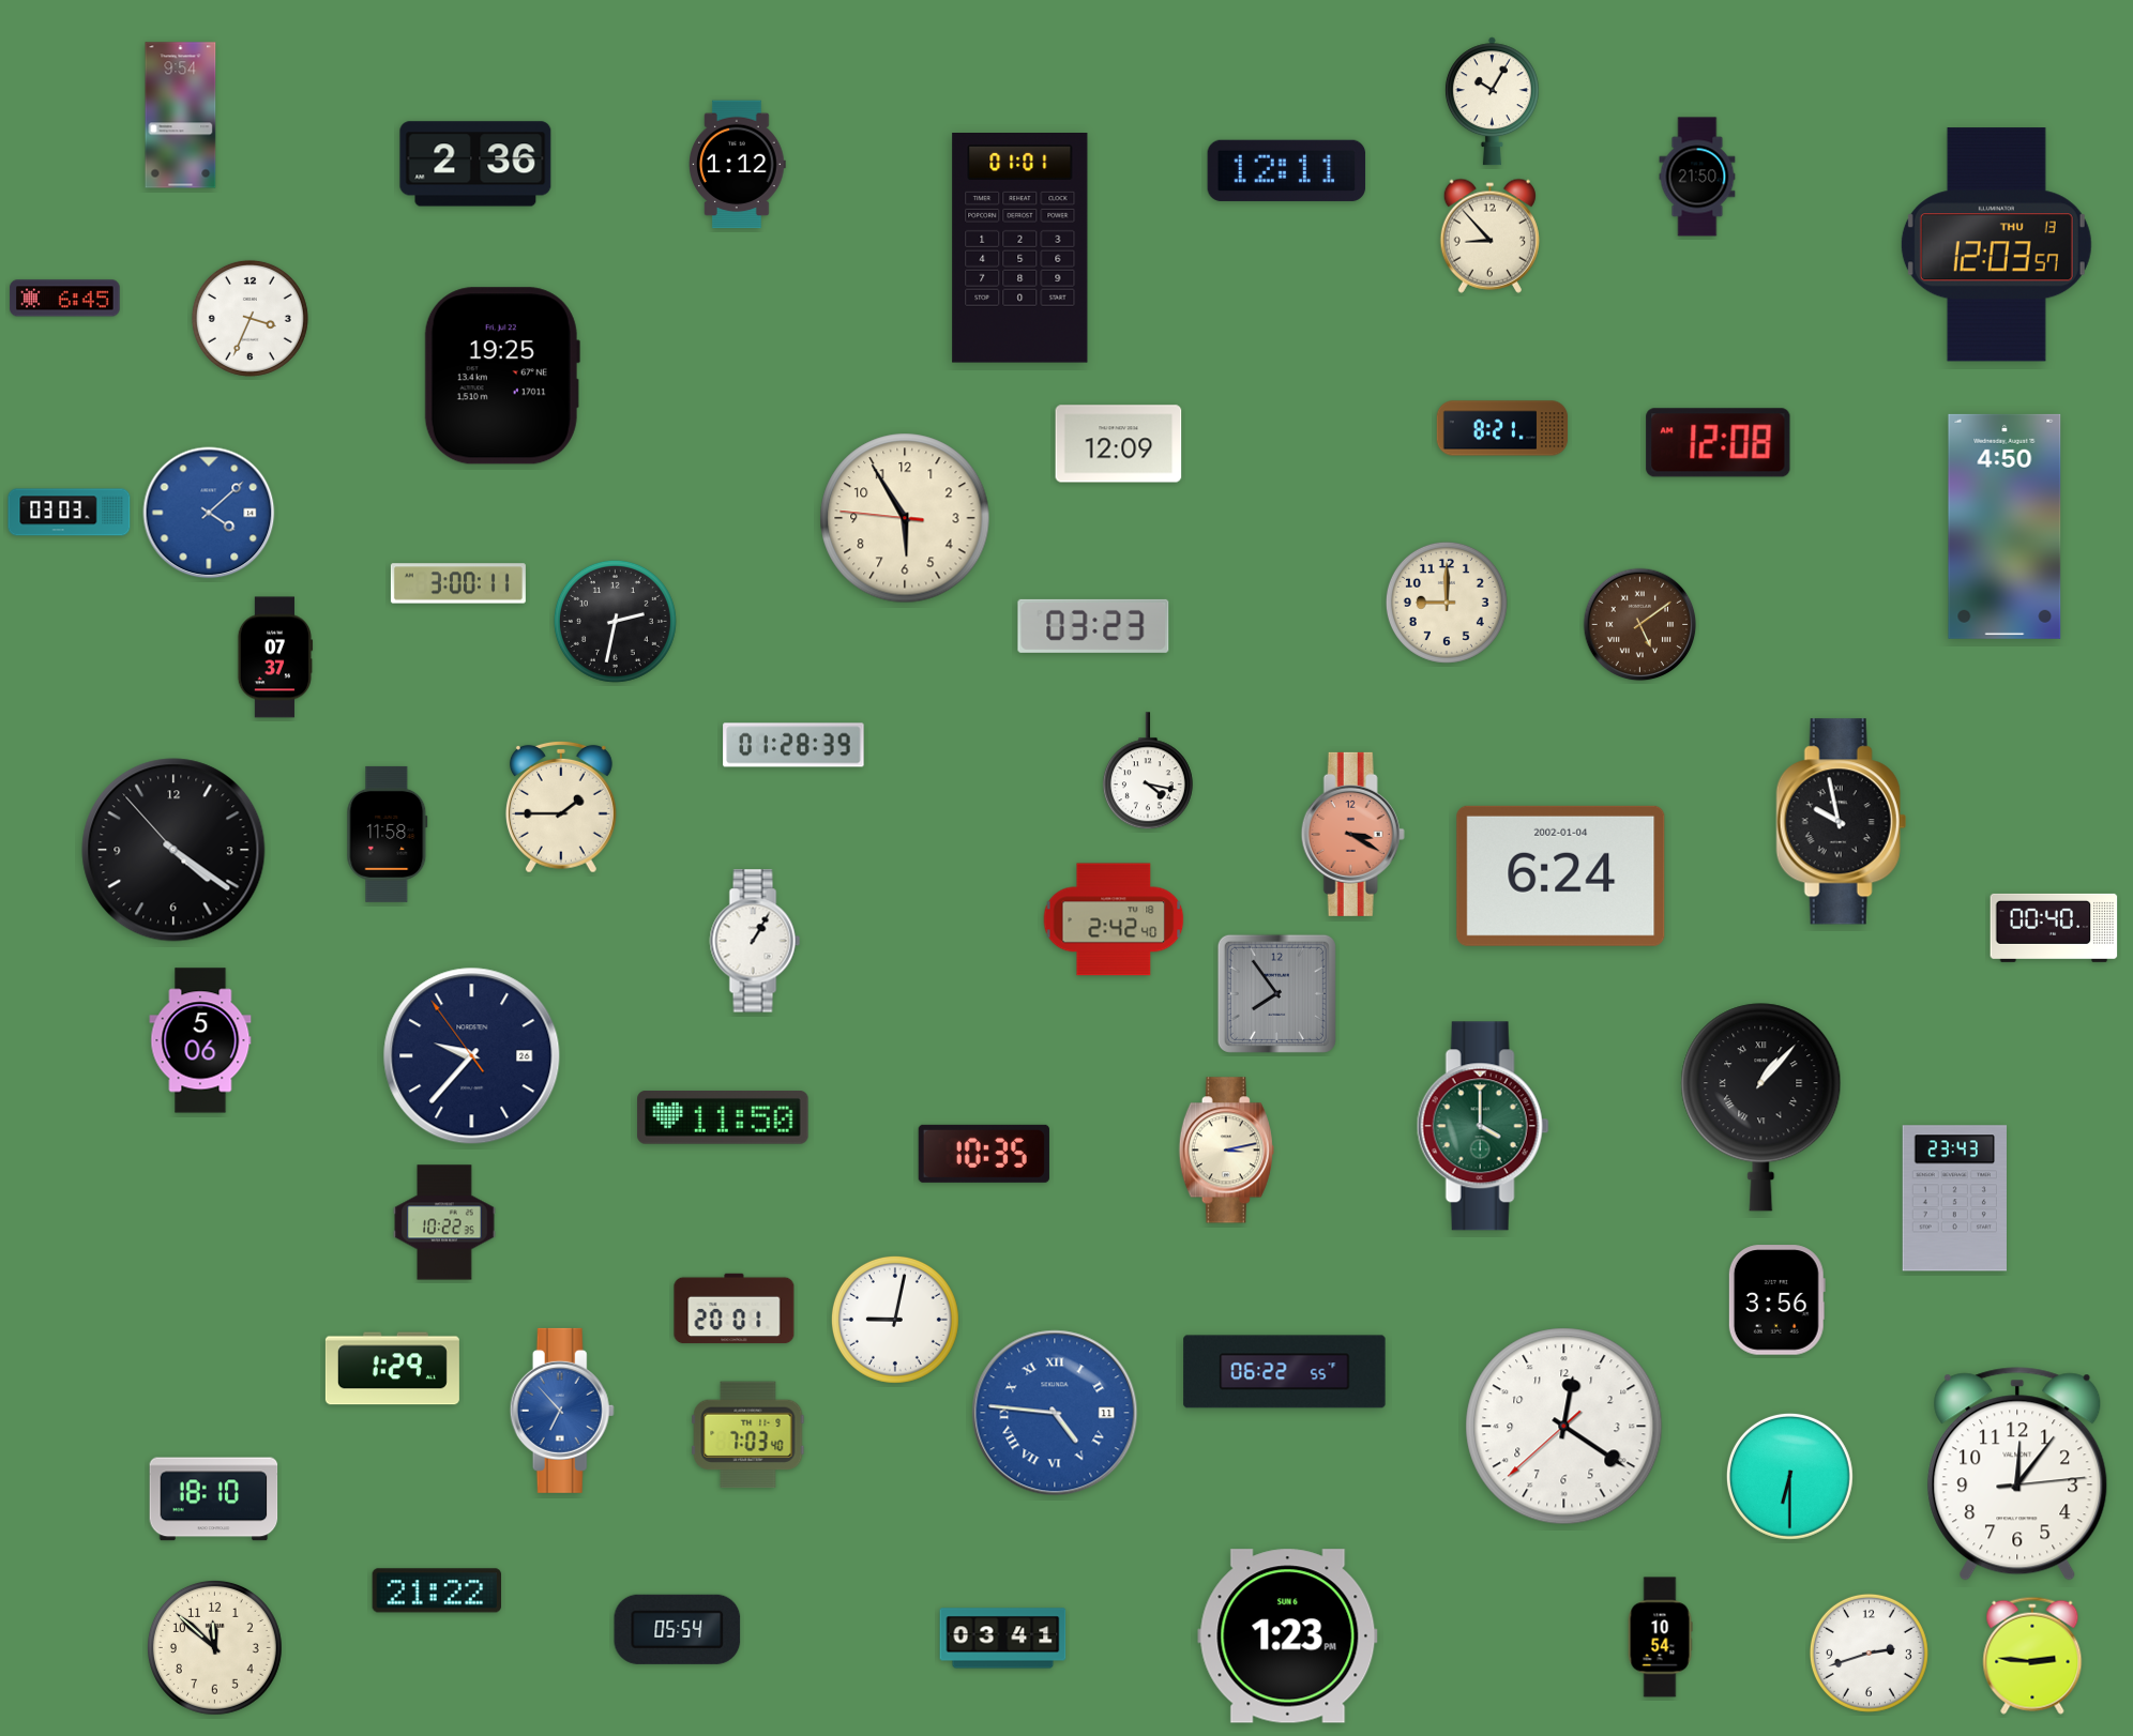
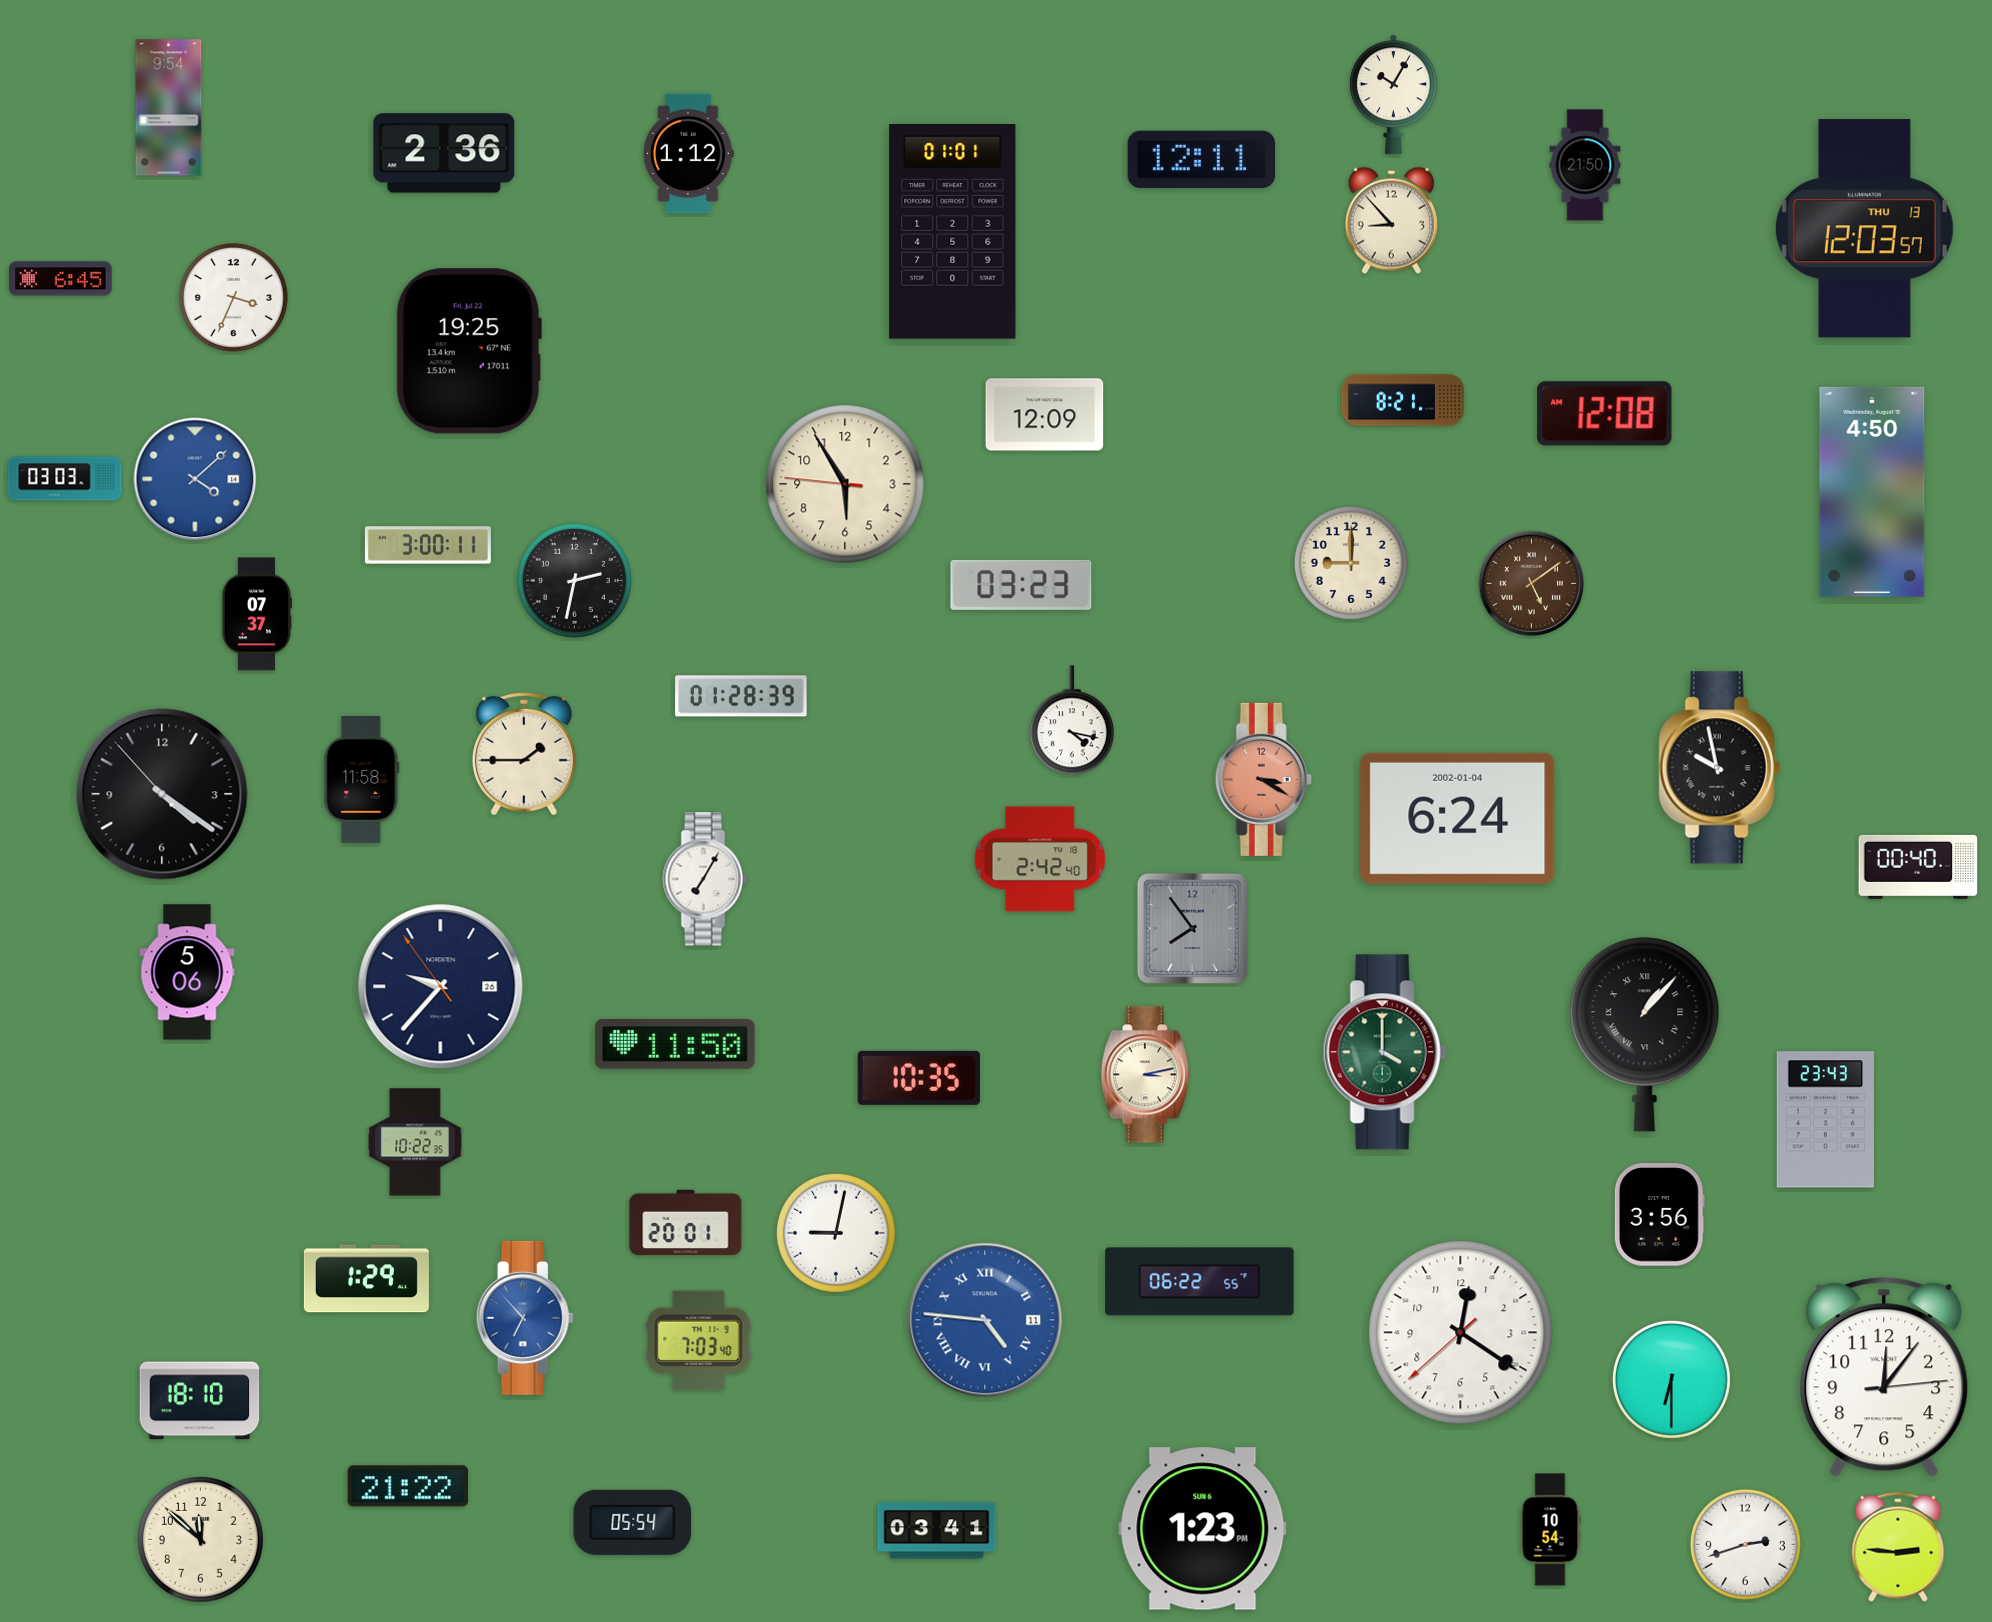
clock at (755, 941): 1:05 -> 7:05
